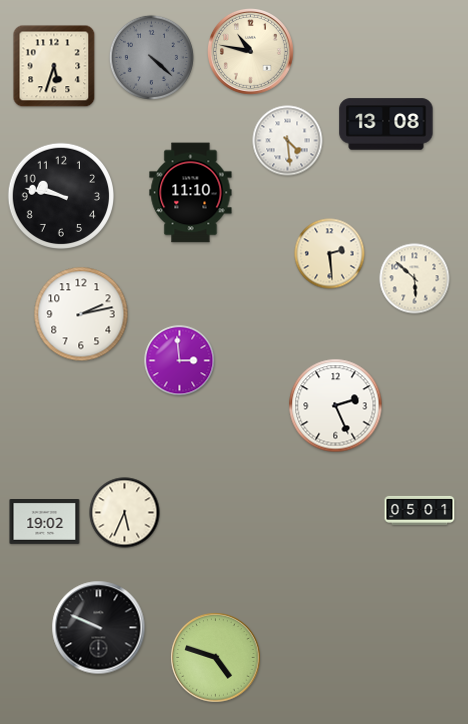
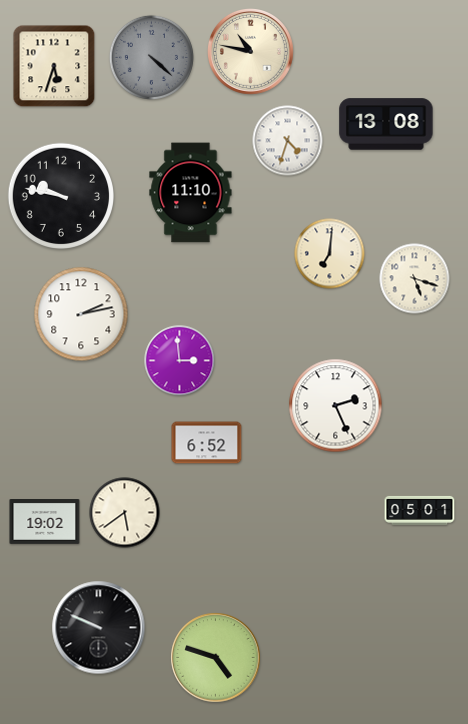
clock at (288, 141): 4:29 -> 4:33
clock at (330, 254): 2:29 -> 7:01
clock at (415, 279): 5:52 -> 5:18
clock at (207, 443): none -> 6:52
clock at (125, 513): 5:34 -> 5:39
